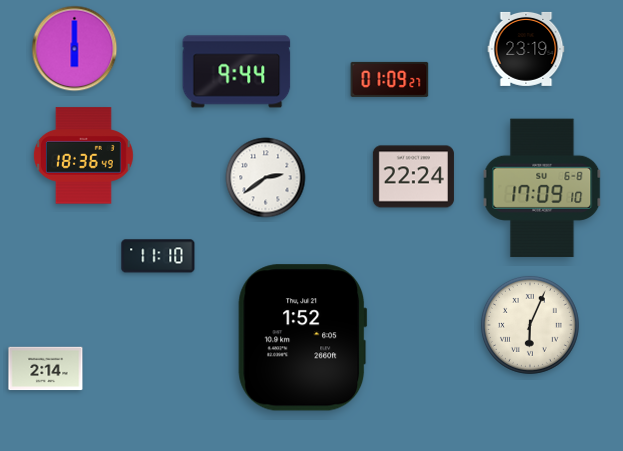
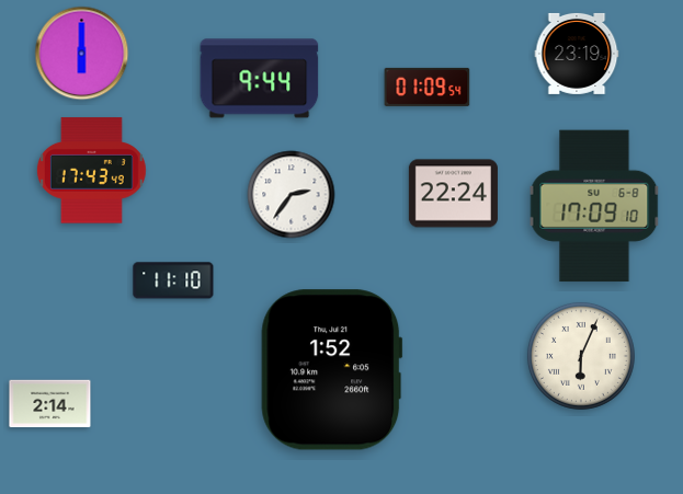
clock at (390, 79): 01:09:27 -> 01:09:54
clock at (83, 156): 18:36 -> 17:43
clock at (266, 178): 2:39 -> 2:36
